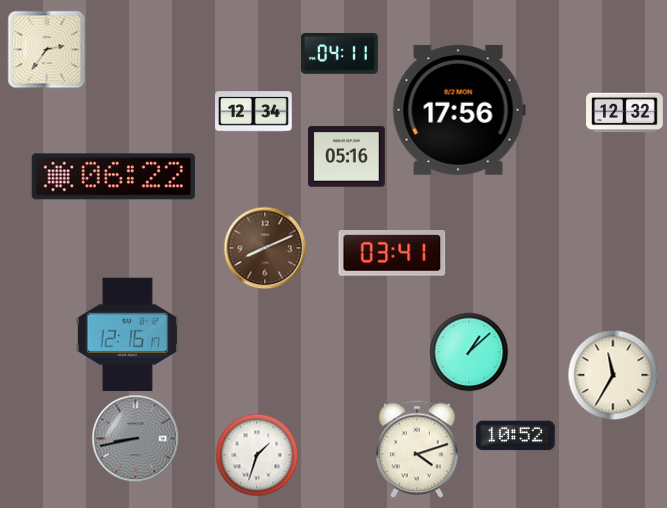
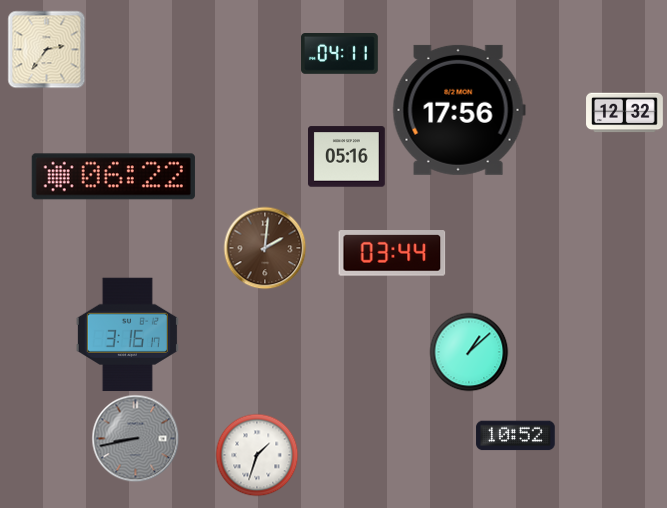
clock at (254, 112): 12:34 -> none
clock at (265, 248): 8:11 -> 2:01
clock at (392, 254): 03:41 -> 03:44
clock at (127, 335): 12:16 -> 3:16
clock at (613, 375): 11:35 -> none
clock at (417, 449): 4:12 -> none
